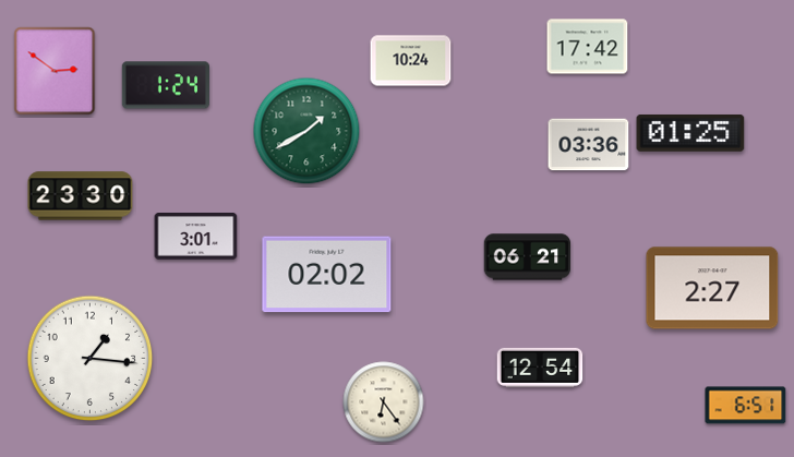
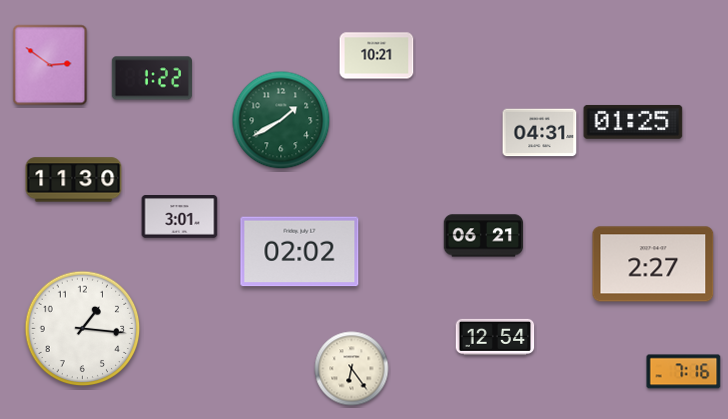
clock at (588, 47): 17:42 -> none
clock at (411, 61): 10:24 -> 10:21
clock at (165, 85): 1:24 -> 1:22
clock at (589, 145): 03:36 -> 04:31
clock at (81, 196): 23:30 -> 11:30
clock at (746, 406): 6:51 -> 7:16
